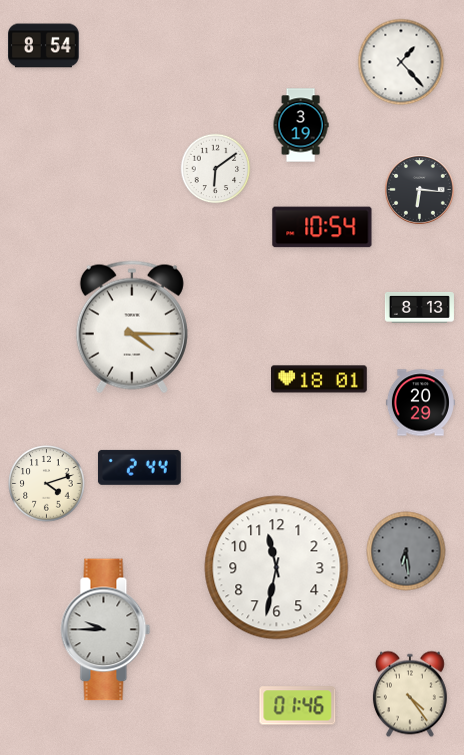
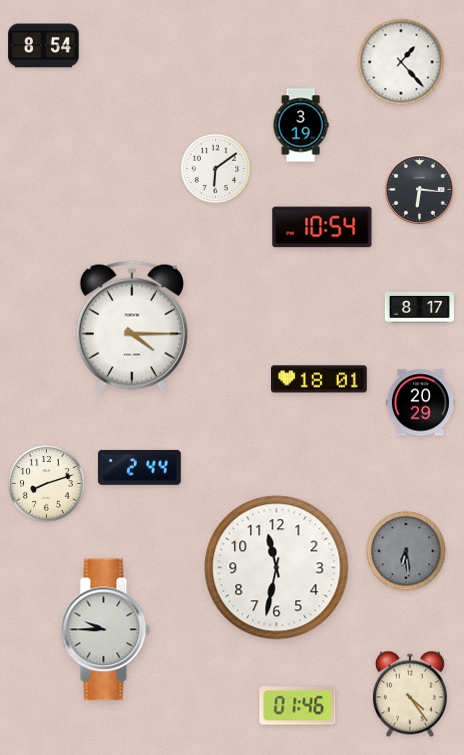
clock at (419, 307): 8:13 -> 8:17
clock at (47, 484): 4:12 -> 8:12
